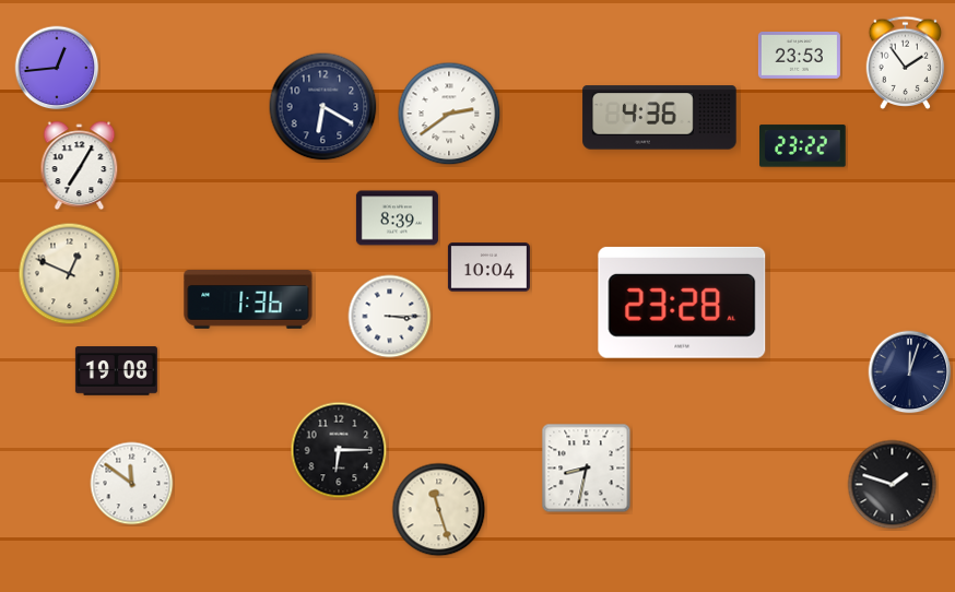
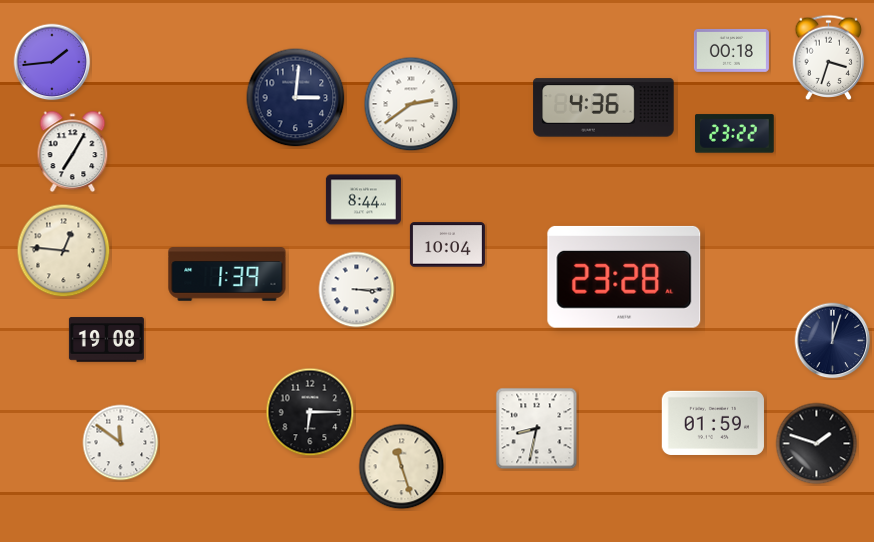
clock at (799, 55): 23:53 -> 00:18
clock at (906, 62): 1:54 -> 3:33
clock at (57, 68): 12:44 -> 1:44
clock at (323, 107): 6:20 -> 3:01
clock at (397, 218): 8:39 -> 8:44
clock at (70, 274): 12:49 -> 12:46
clock at (248, 299): 1:36 -> 1:39
clock at (712, 423): none -> 01:59
